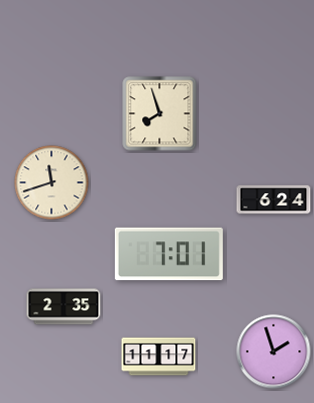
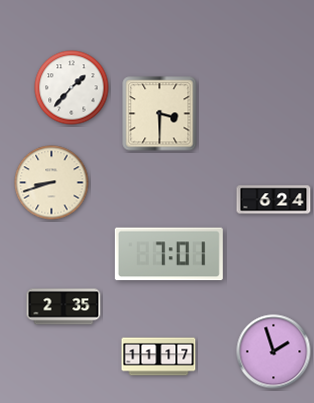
clock at (72, 88): none -> 1:37
clock at (160, 114): 7:57 -> 3:30
clock at (52, 183): 11:42 -> 8:42
